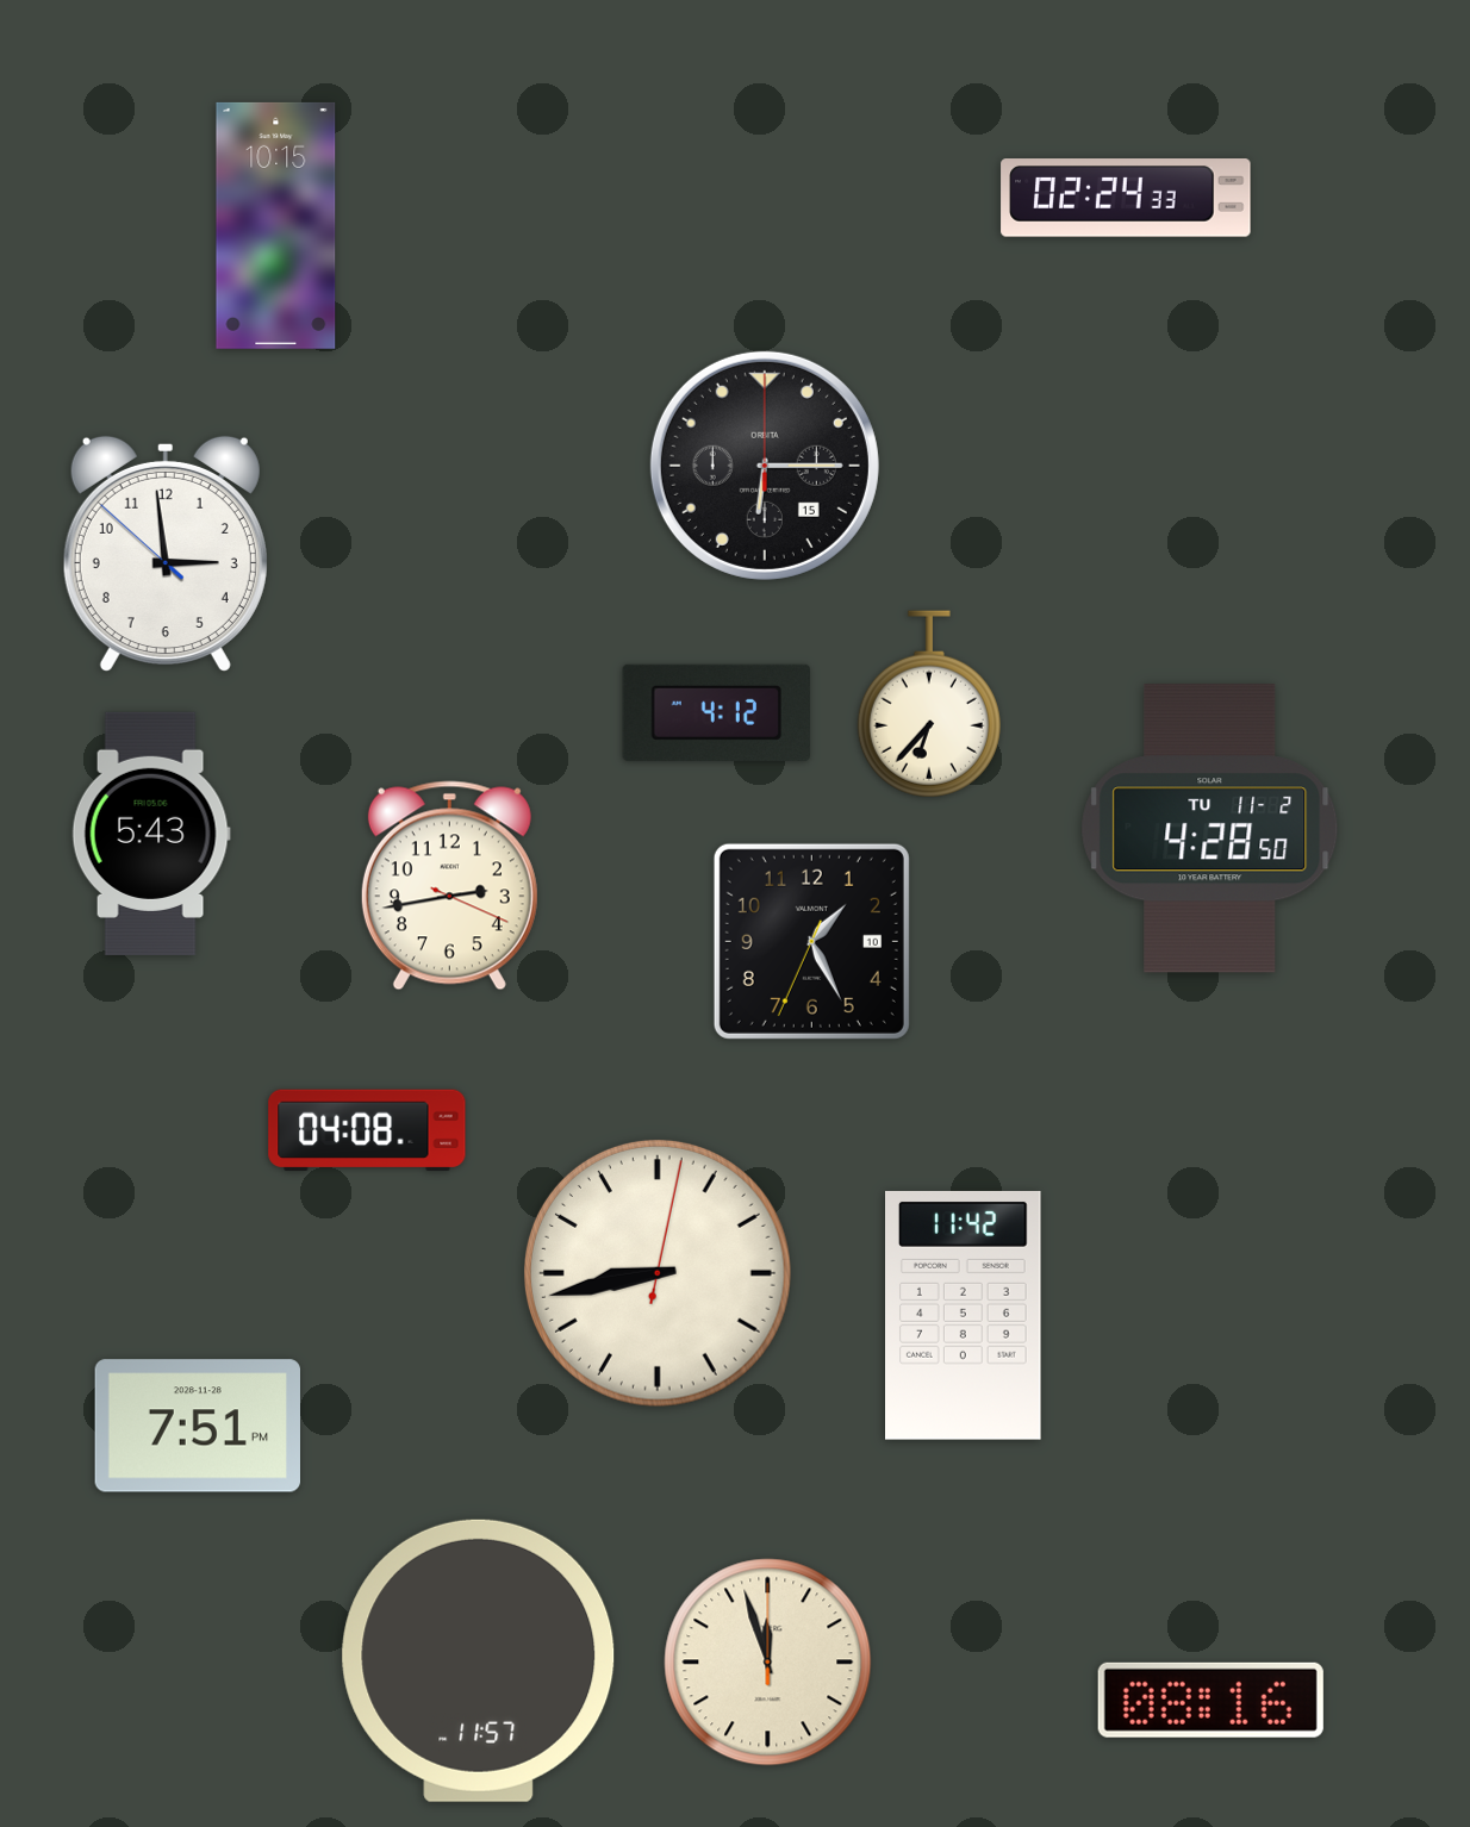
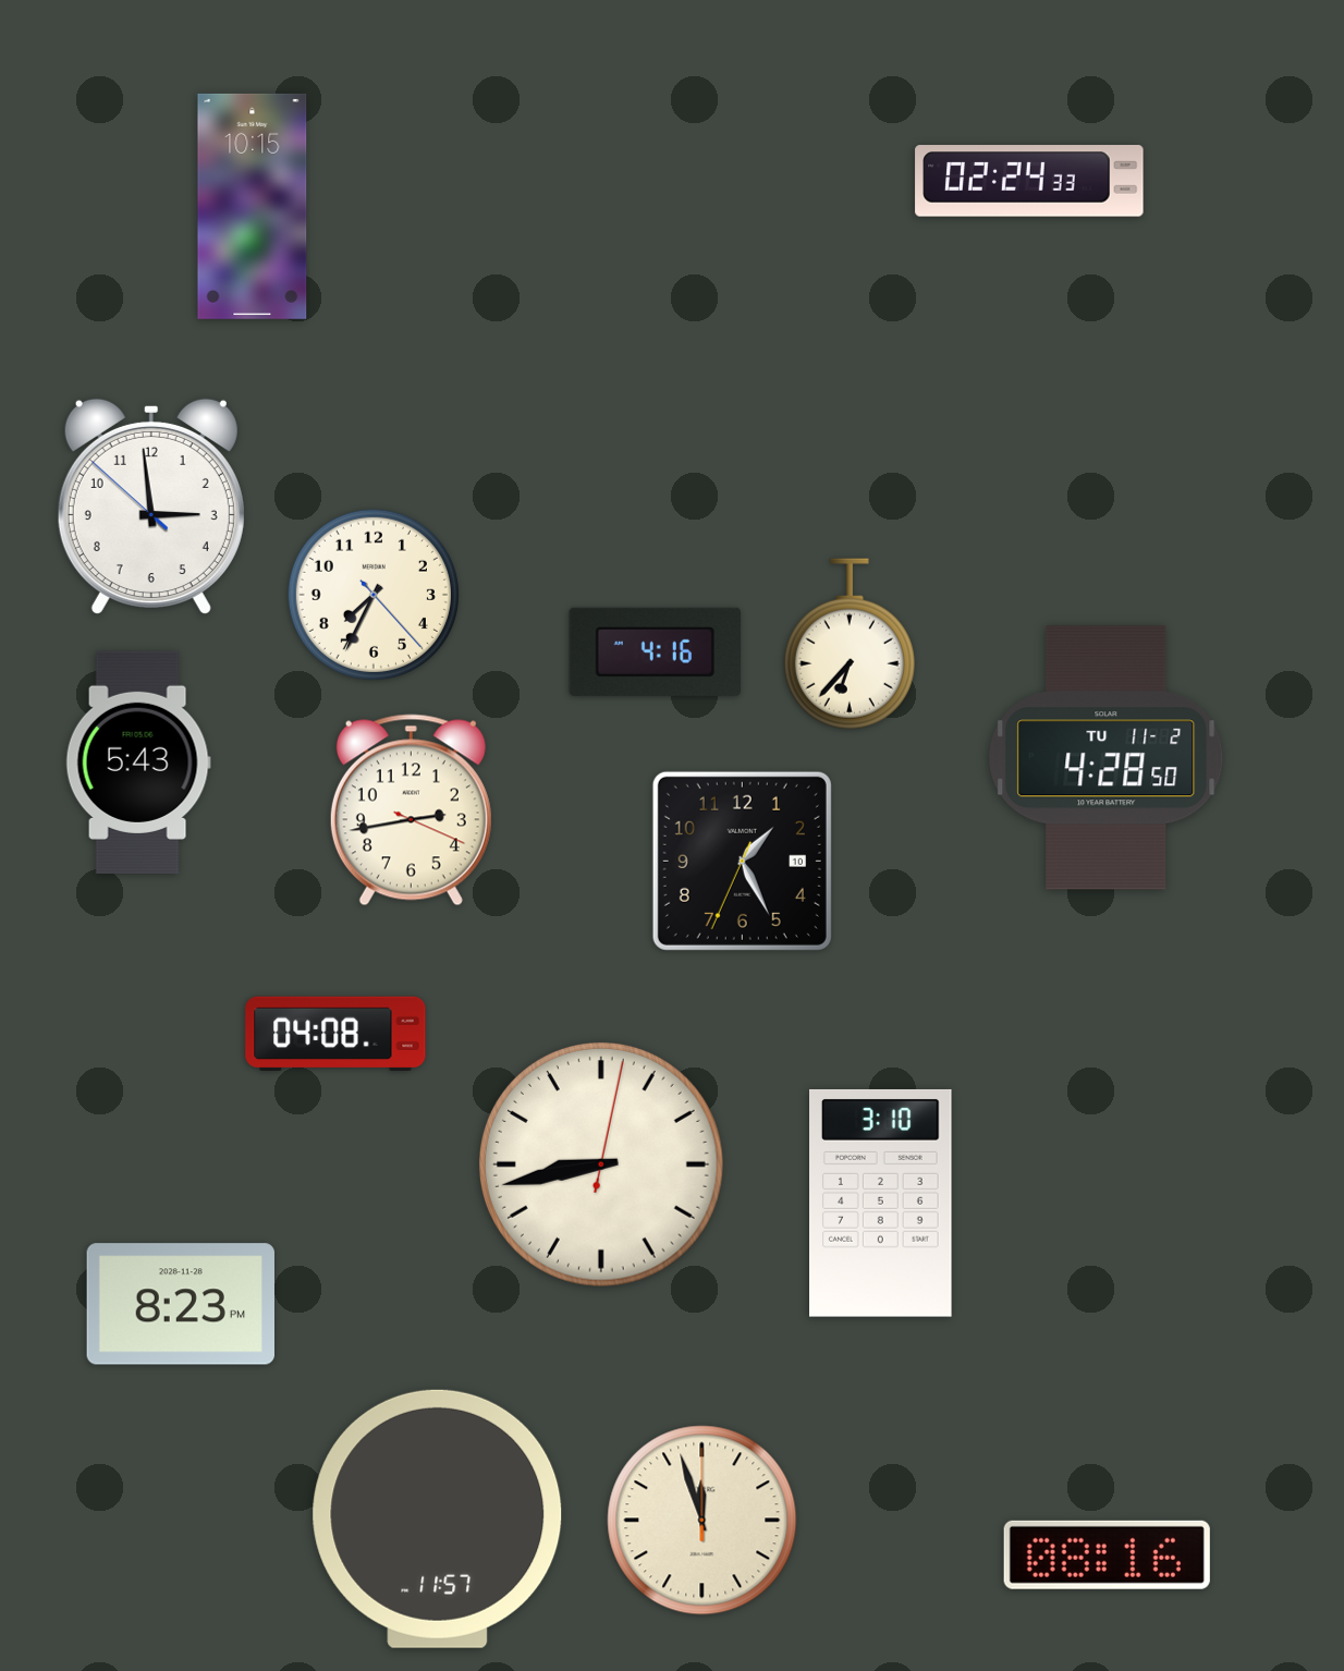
clock at (765, 466): 6:15 -> none
clock at (374, 595): none -> 7:34
clock at (716, 712): 4:12 -> 4:16
clock at (964, 1315): 11:42 -> 3:10
clock at (197, 1426): 7:51 -> 8:23
